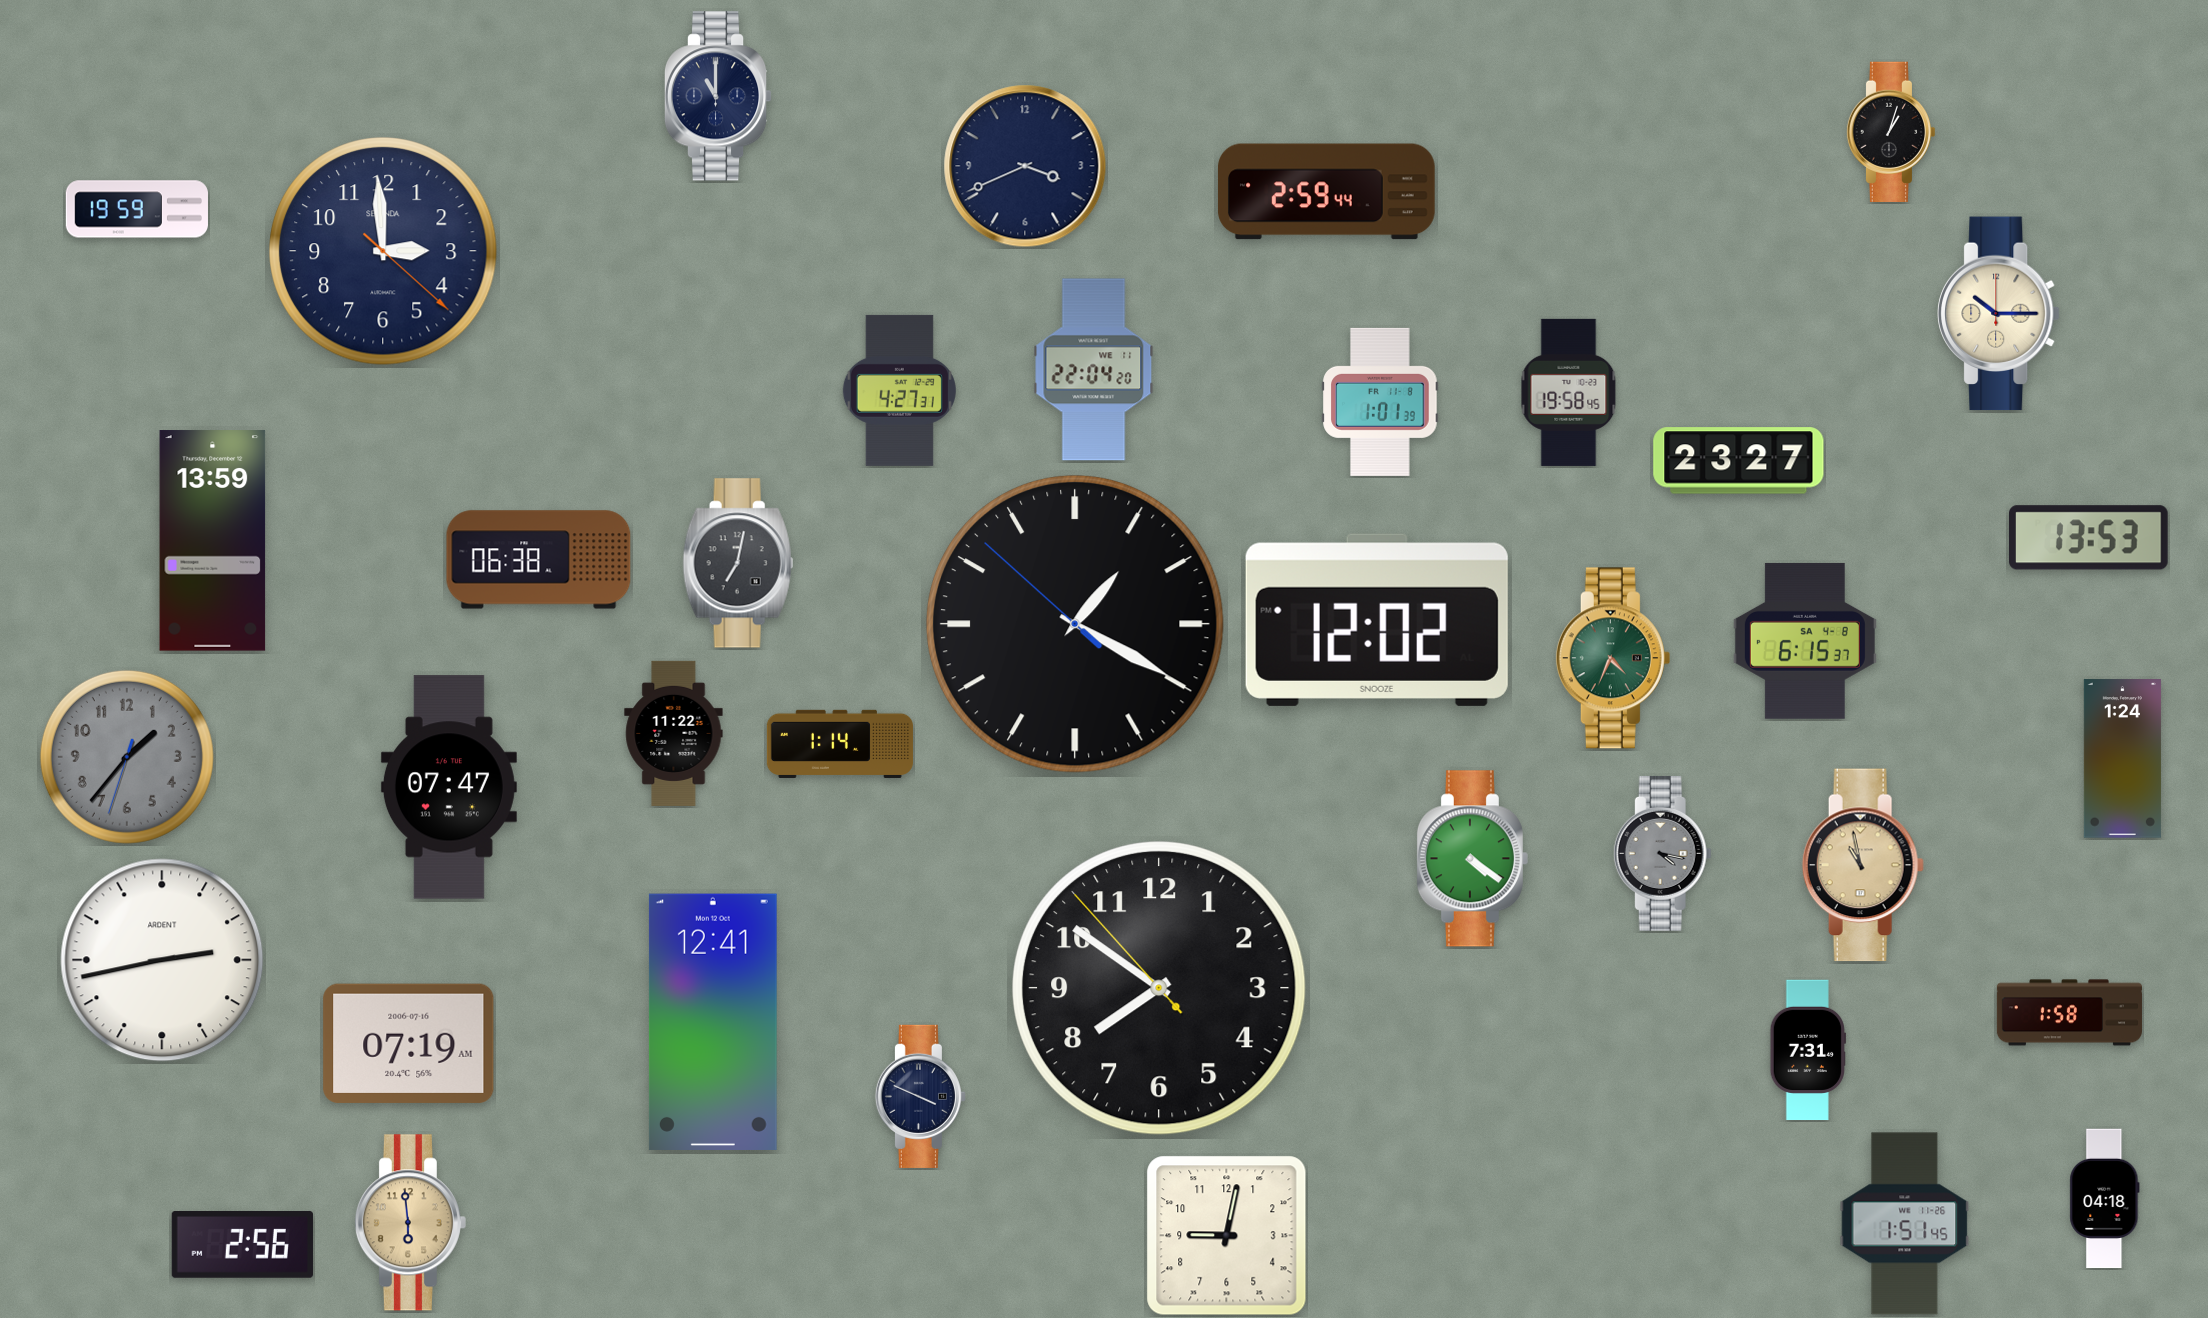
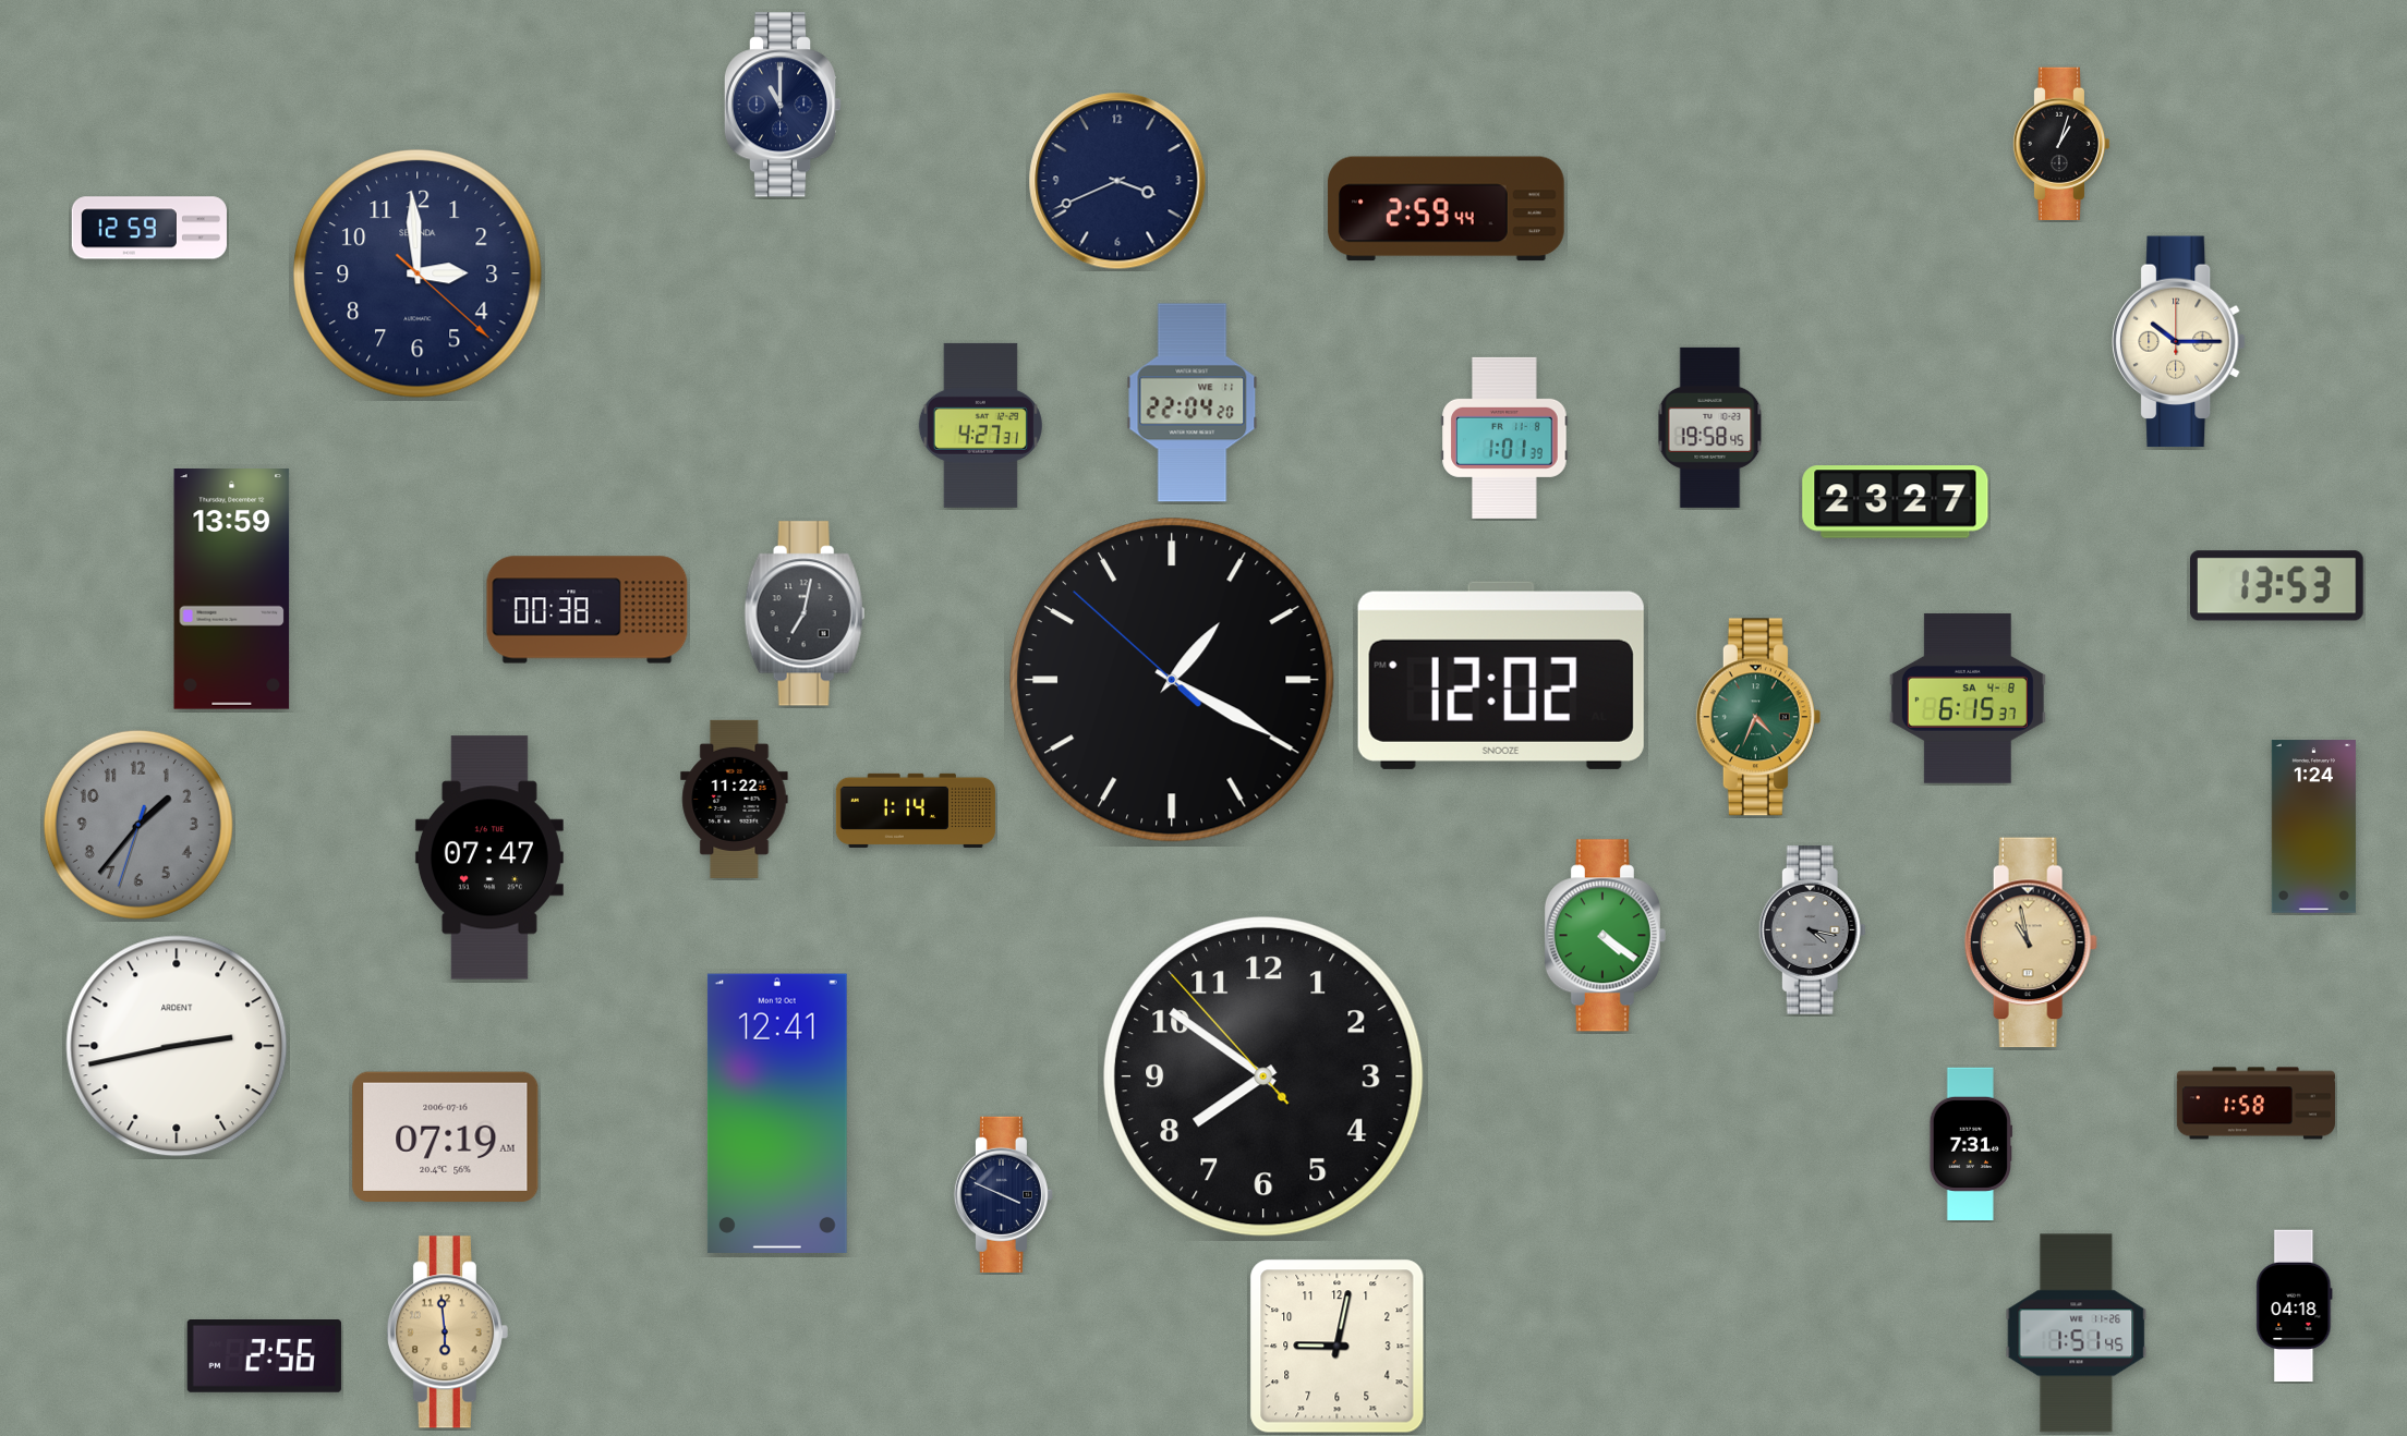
clock at (137, 209): 19:59 -> 12:59
clock at (539, 560): 06:38 -> 00:38
